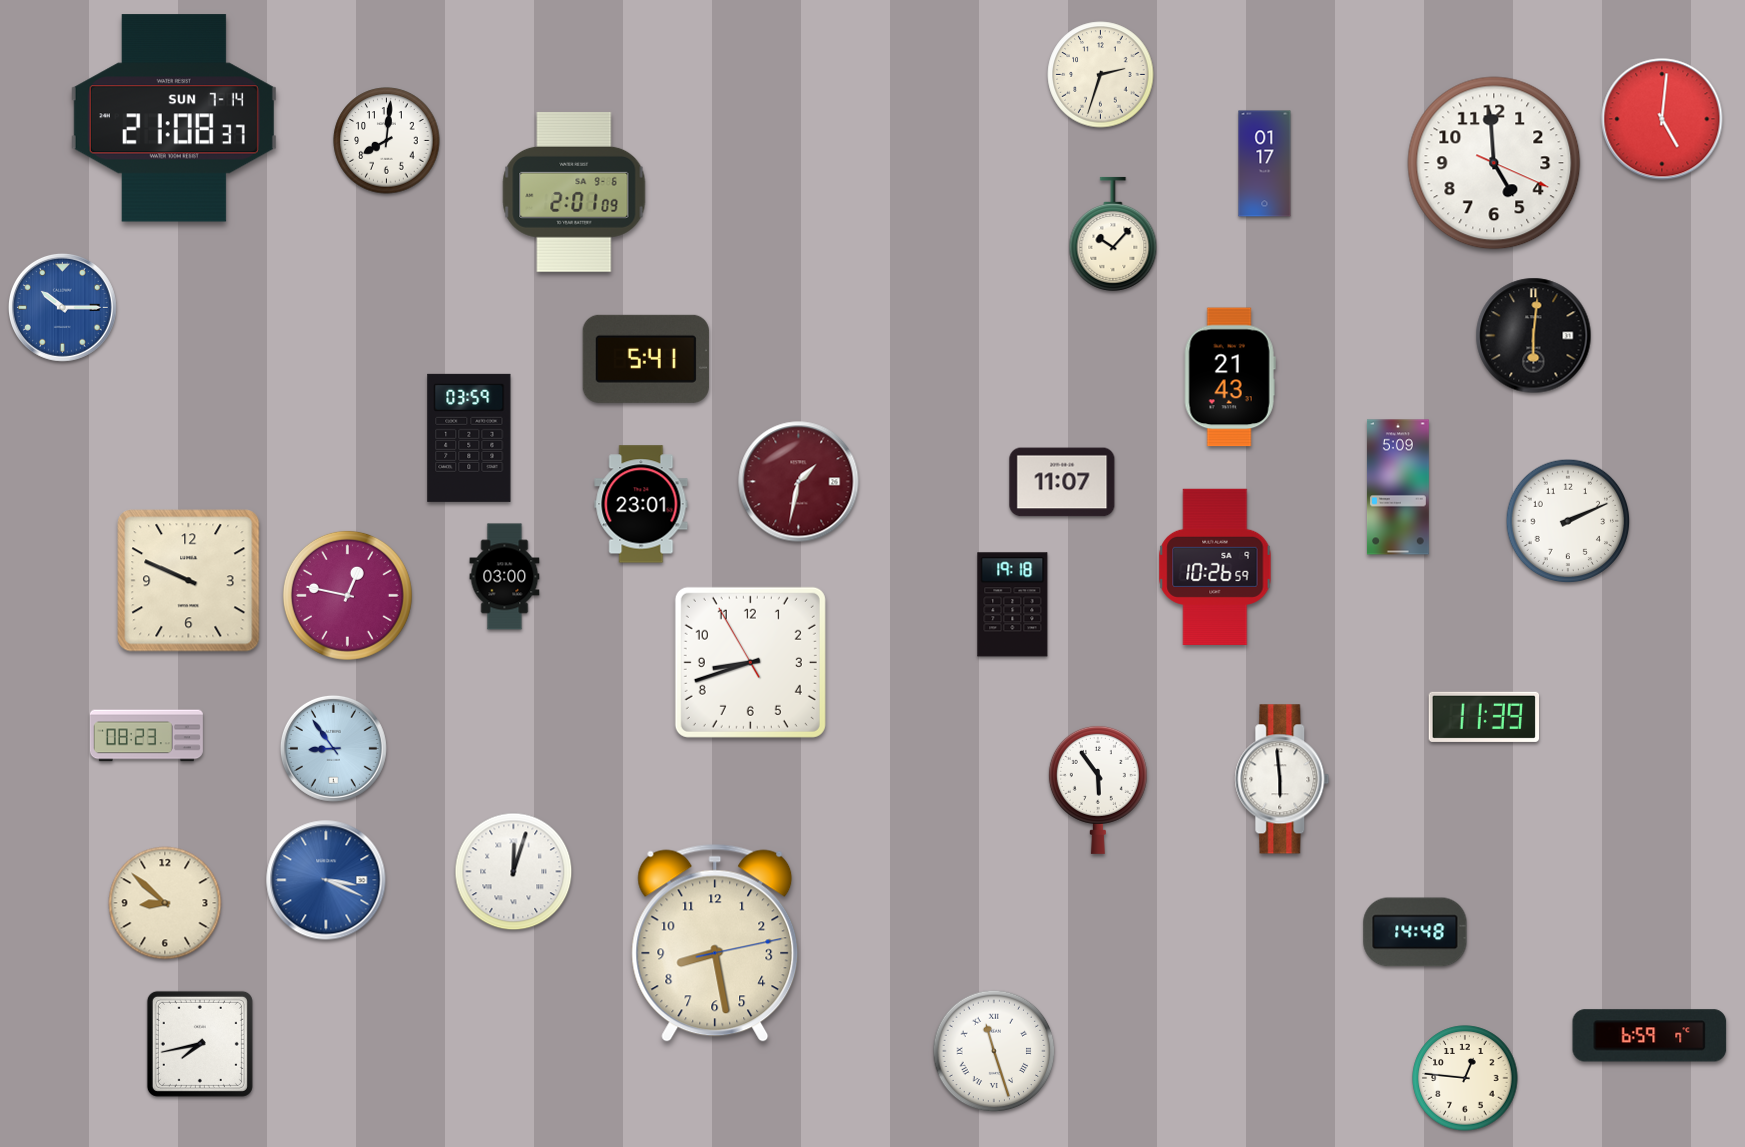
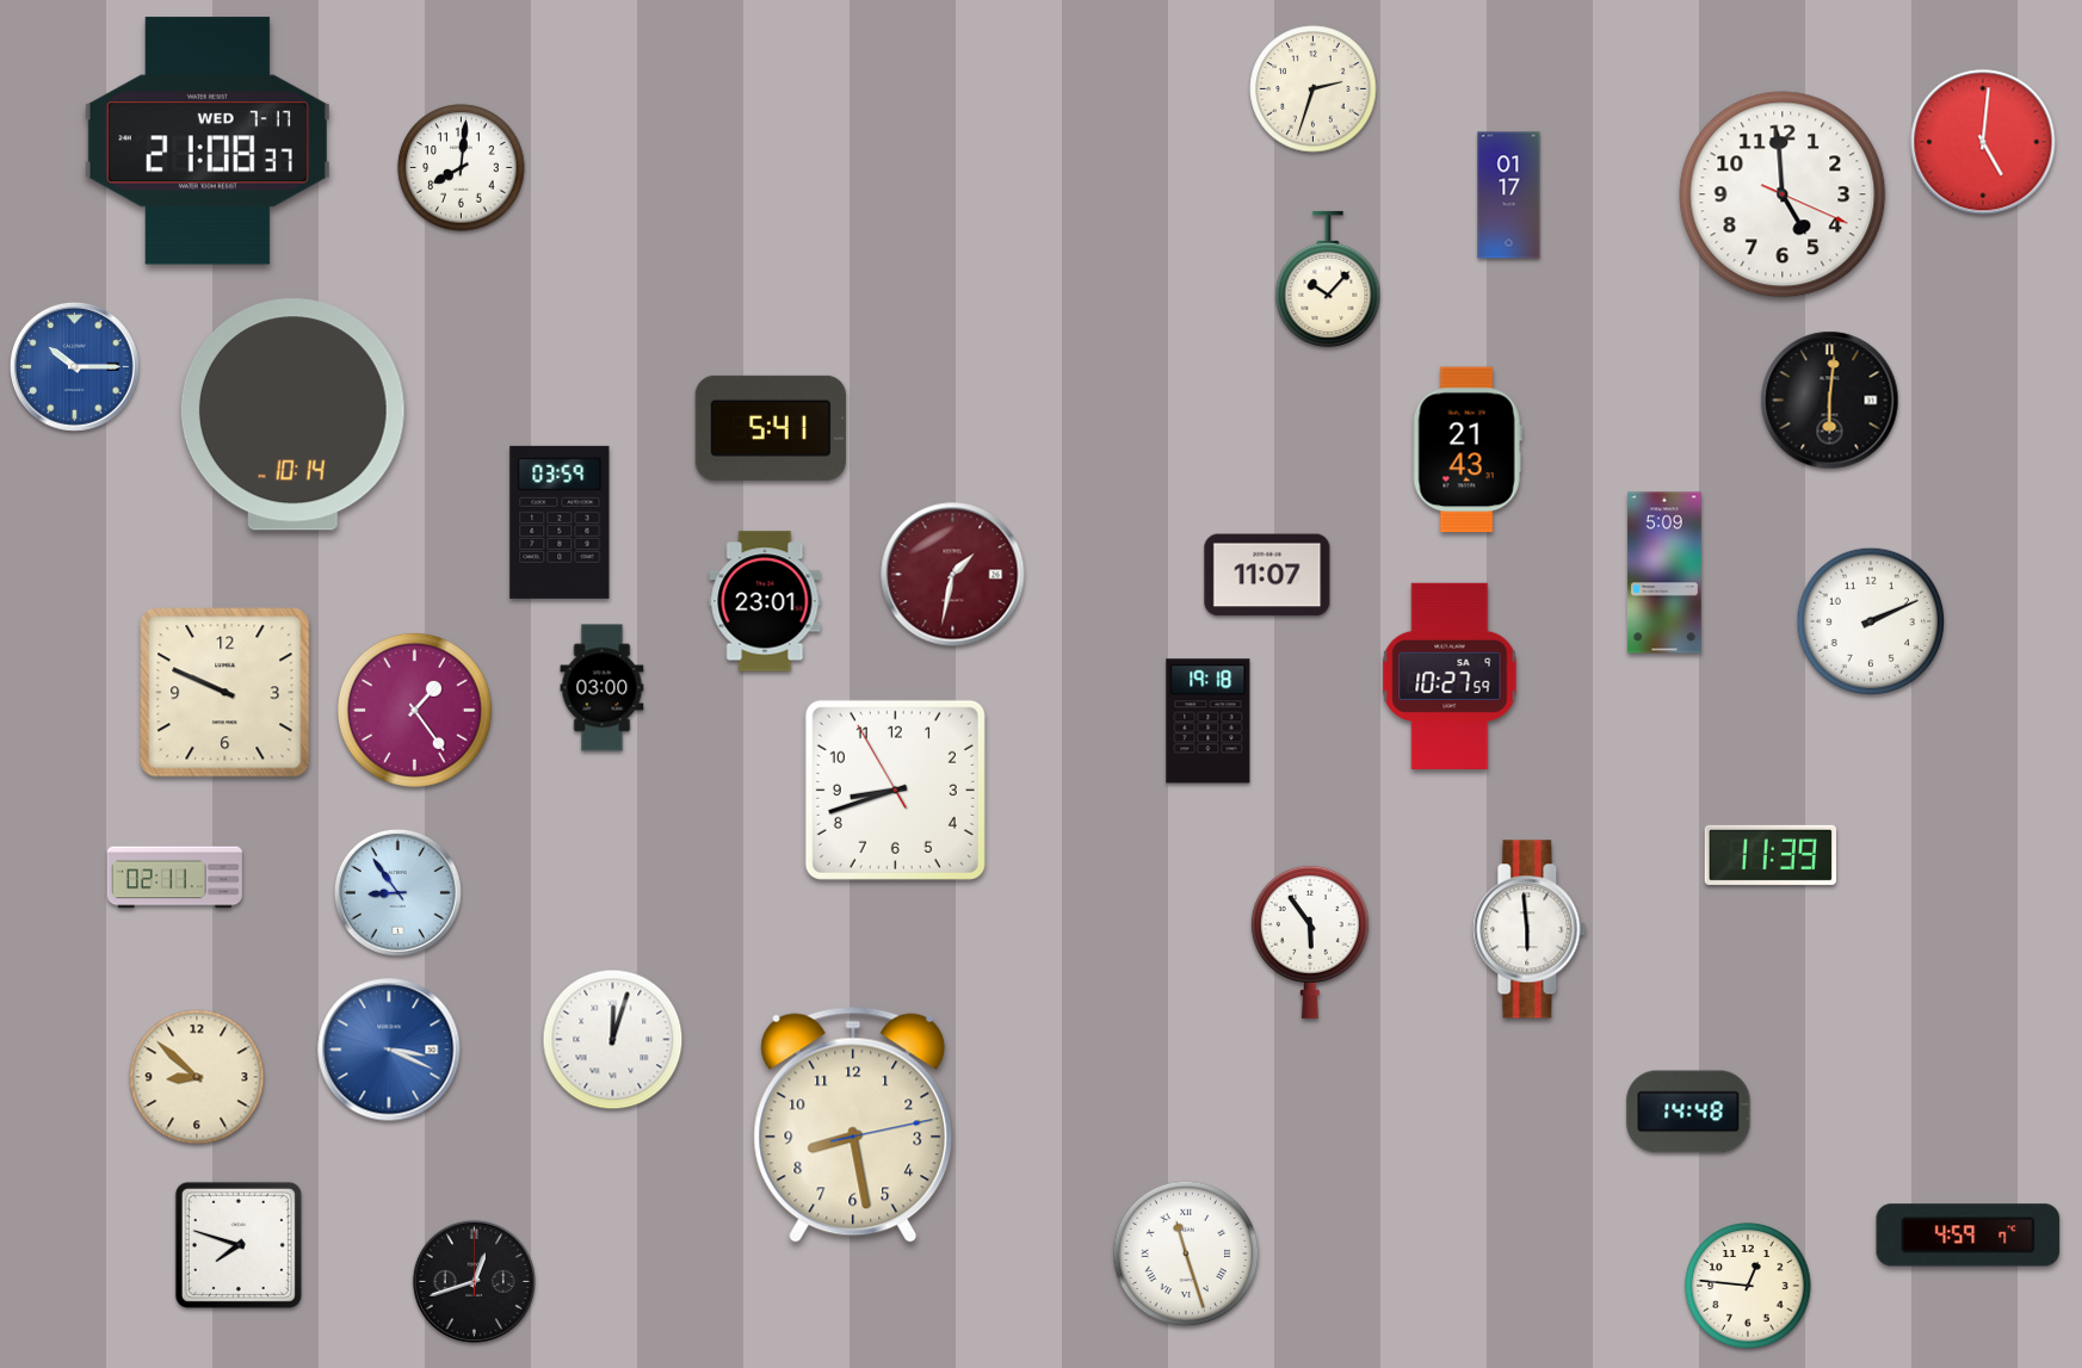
clock at (174, 118) date: SUN 7-14 -> WED 7-17
clock at (574, 192): 2:01 -> none
clock at (292, 415): none -> 10:14
clock at (1398, 487) position: (1398, 487) -> (1664, 572)
clock at (1215, 567): 10:26 -> 10:27
clock at (347, 595): 12:47 -> 1:24
clock at (146, 736): 08:23 -> 02:11
clock at (1650, 1036): 6:59 -> 4:59
clock at (200, 1044): 7:43 -> 7:48
clock at (474, 1281): none -> 12:42
